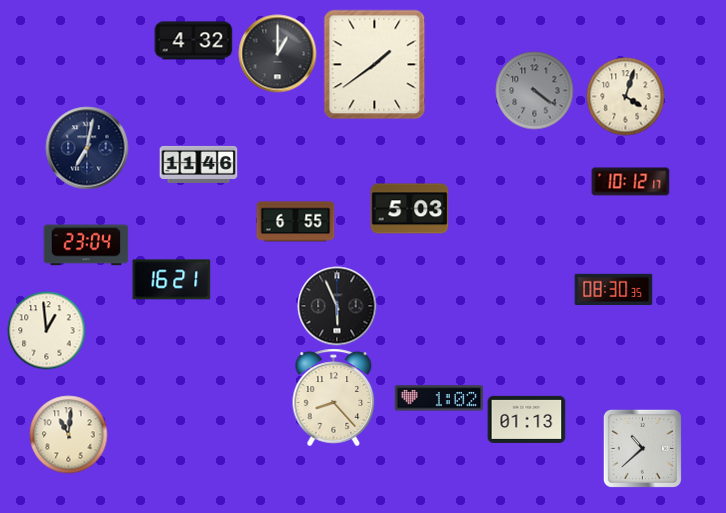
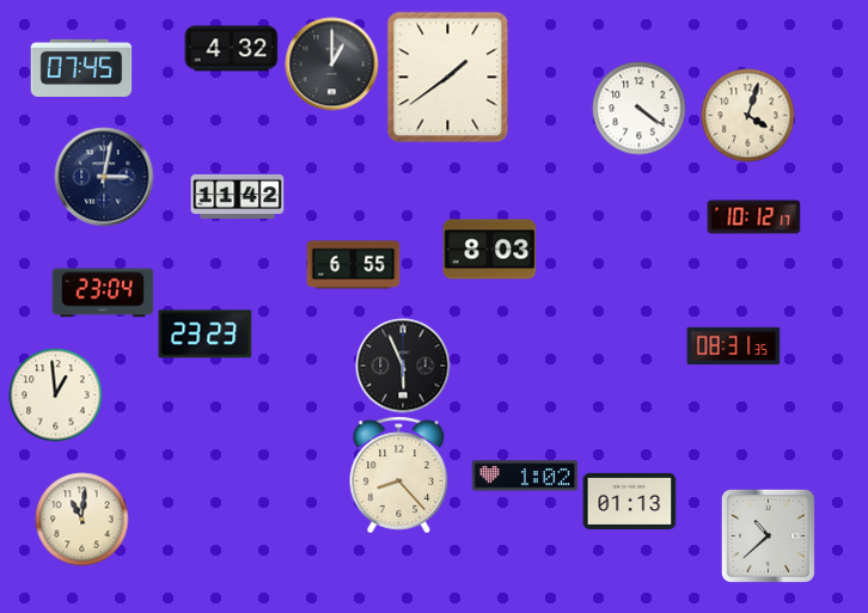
clock at (81, 67): none -> 07:45
clock at (534, 90) dial: grey -> white
clock at (87, 148): 7:02 -> 3:02
clock at (198, 164): 11:46 -> 11:42
clock at (409, 209): 5:03 -> 8:03
clock at (171, 280): 16:21 -> 23:23
clock at (613, 290): 08:30 -> 08:31
